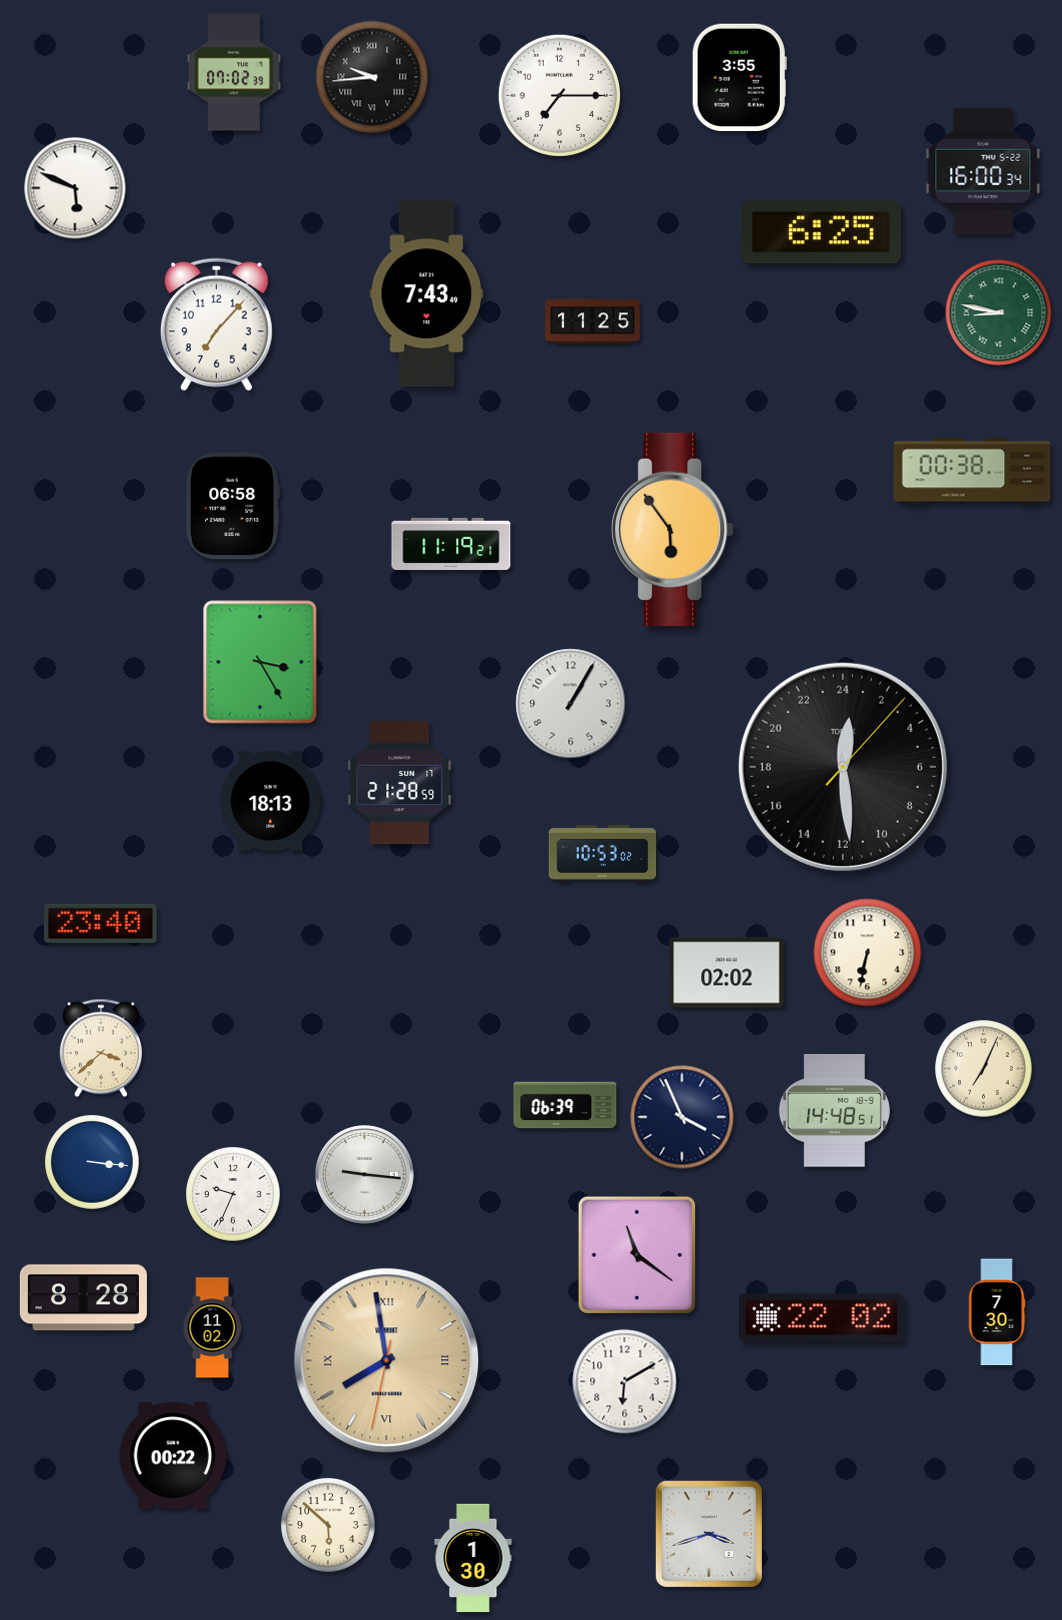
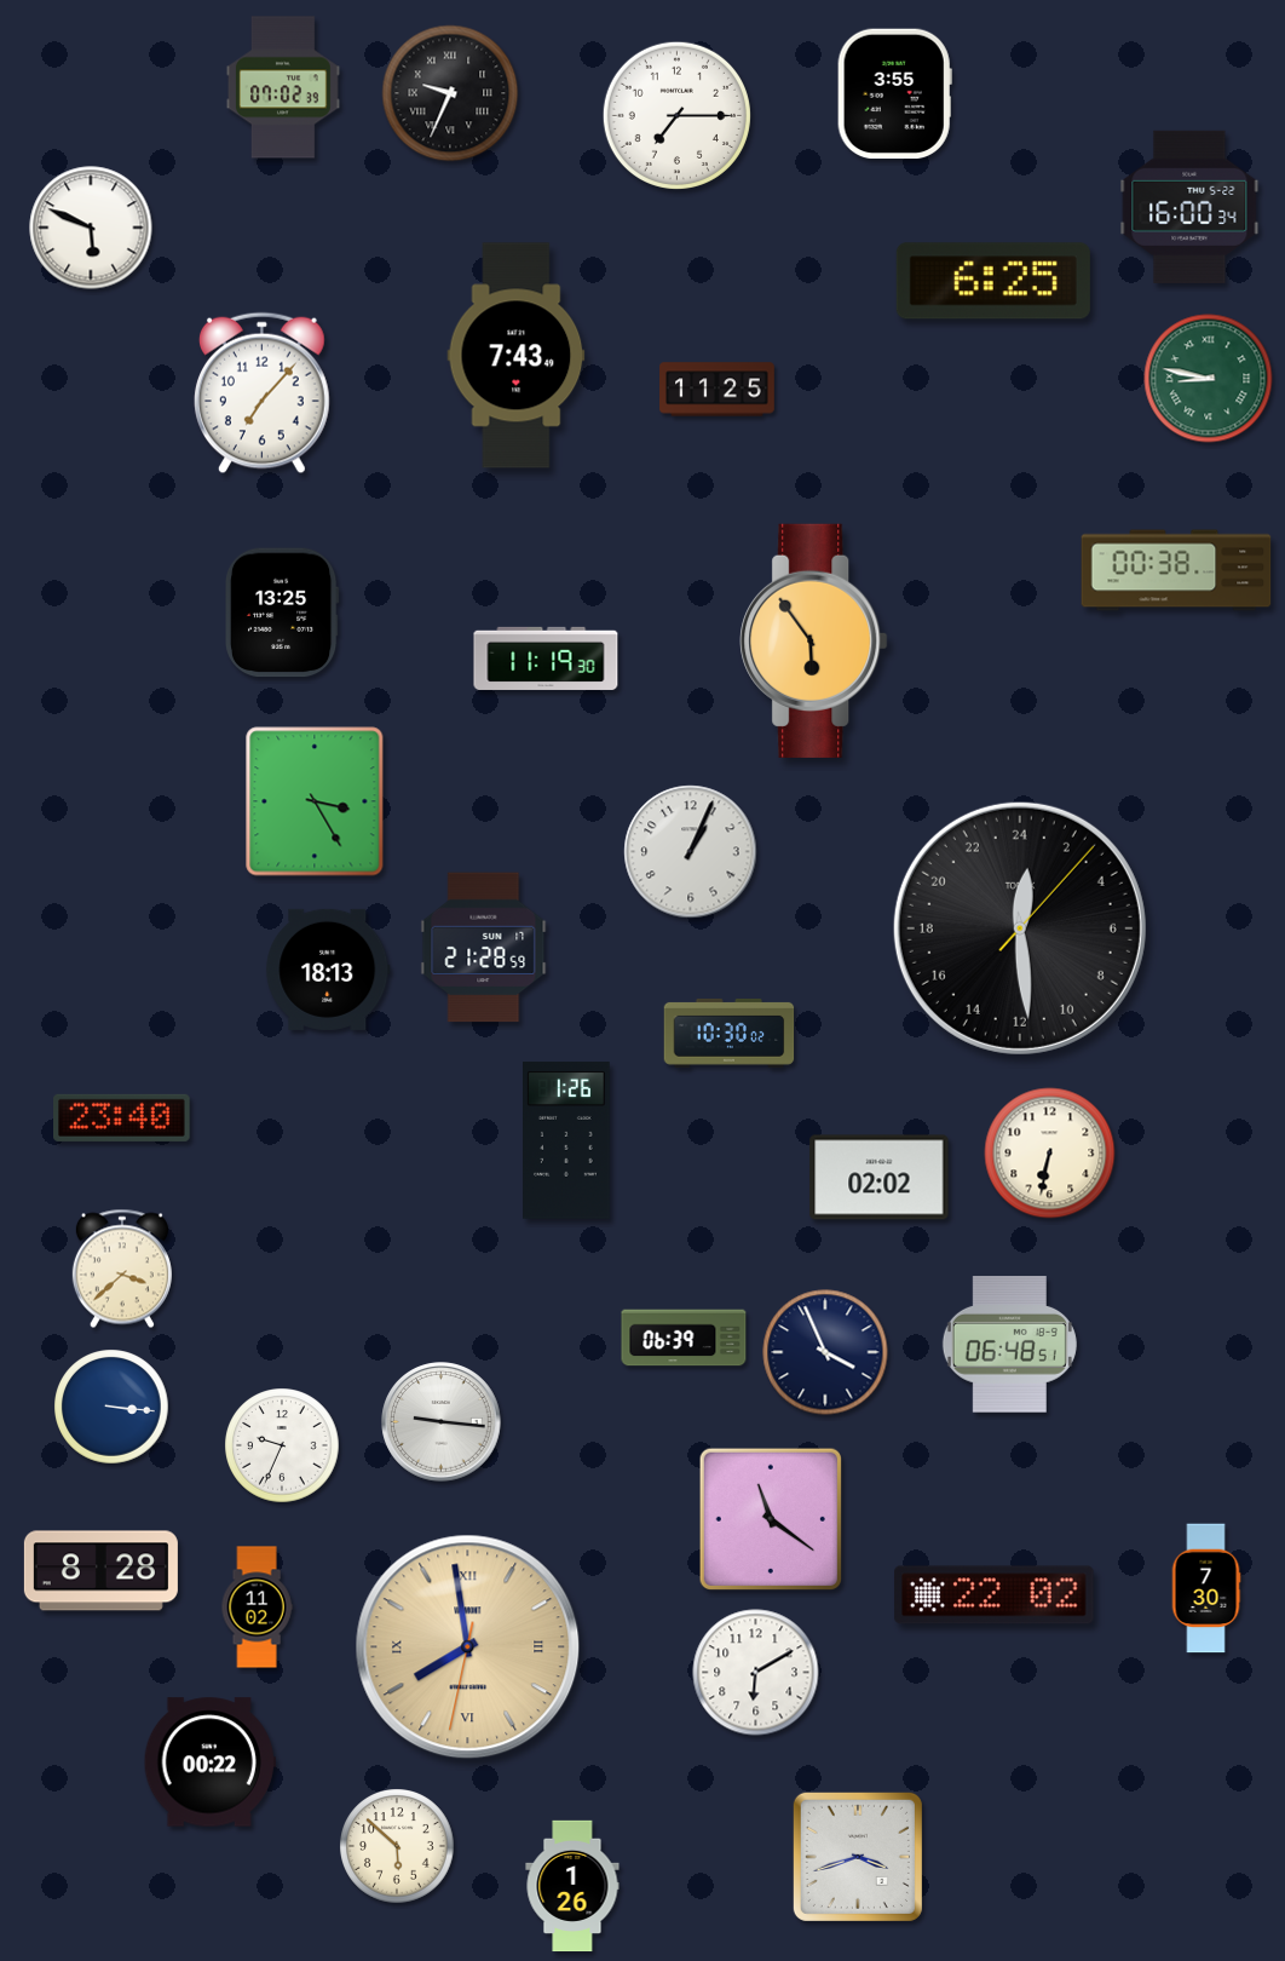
clock at (372, 77): 9:44 -> 9:34
clock at (233, 506): 06:58 -> 13:25
clock at (451, 544): 11:19:21 -> 11:19:30
clock at (571, 704): 1:05 -> 1:04
clock at (603, 853): 10:53 -> 10:30
clock at (567, 1140): none -> 1:26
clock at (984, 1069): 7:04 -> none
clock at (834, 1111): 14:48 -> 06:48
clock at (473, 1558): 1:30 -> 1:26
